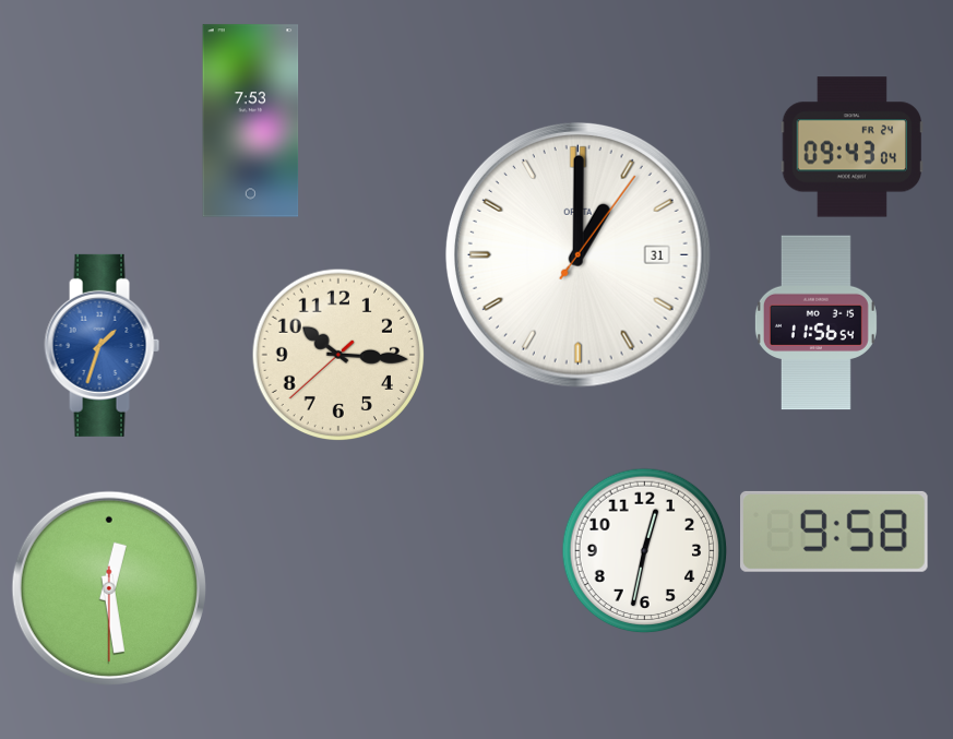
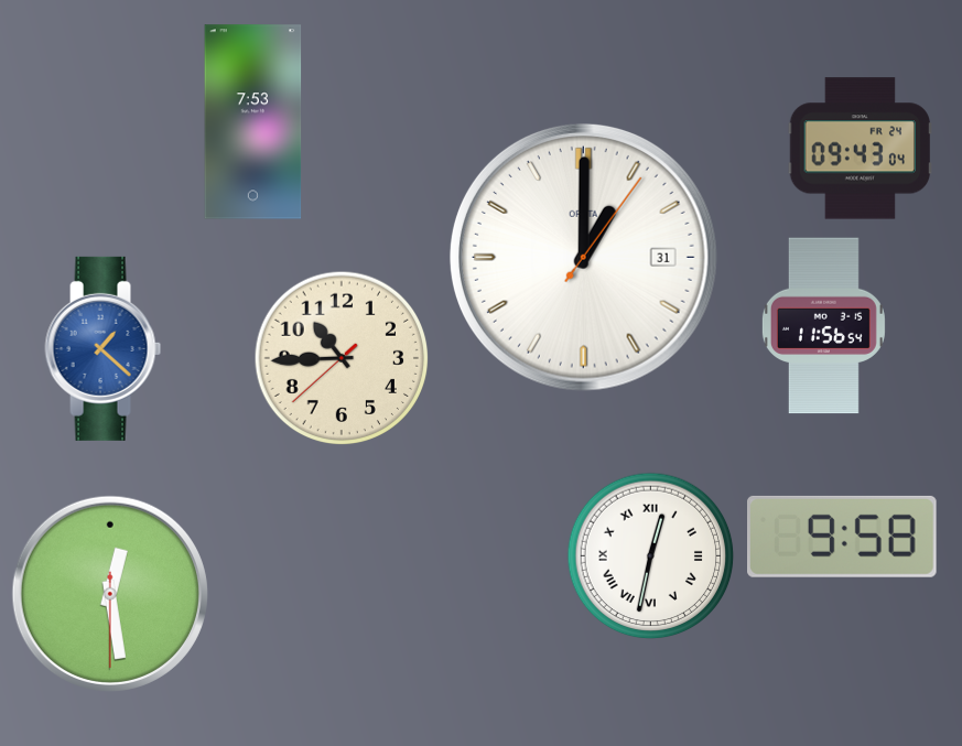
clock at (103, 345): 1:33 -> 1:22
clock at (338, 355): 10:15 -> 10:44
clock at (645, 551) numerals: Arabic -> Roman
